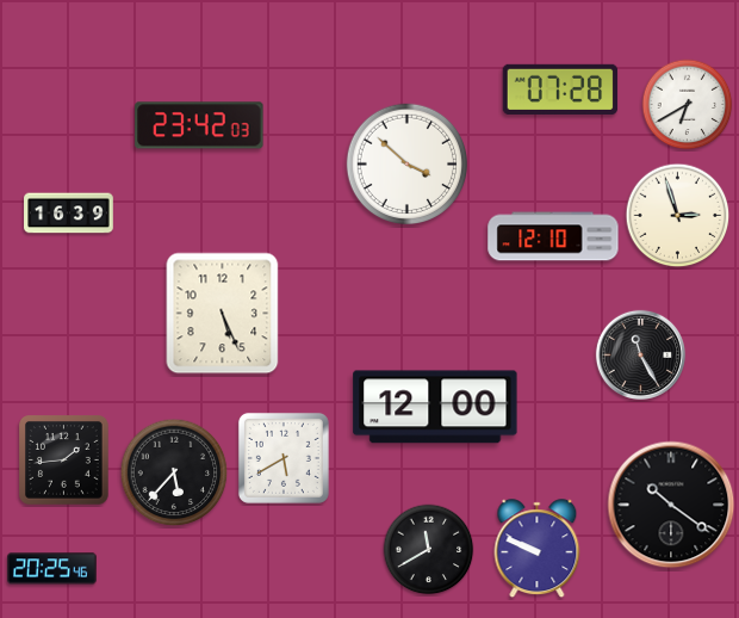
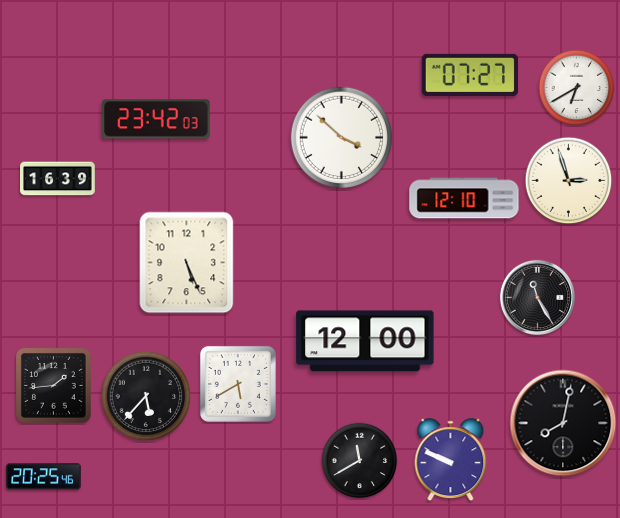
clock at (560, 89): 07:28 -> 07:27
clock at (199, 125) position: (199, 125) -> (156, 119)
clock at (671, 505): 10:21 -> 8:02
